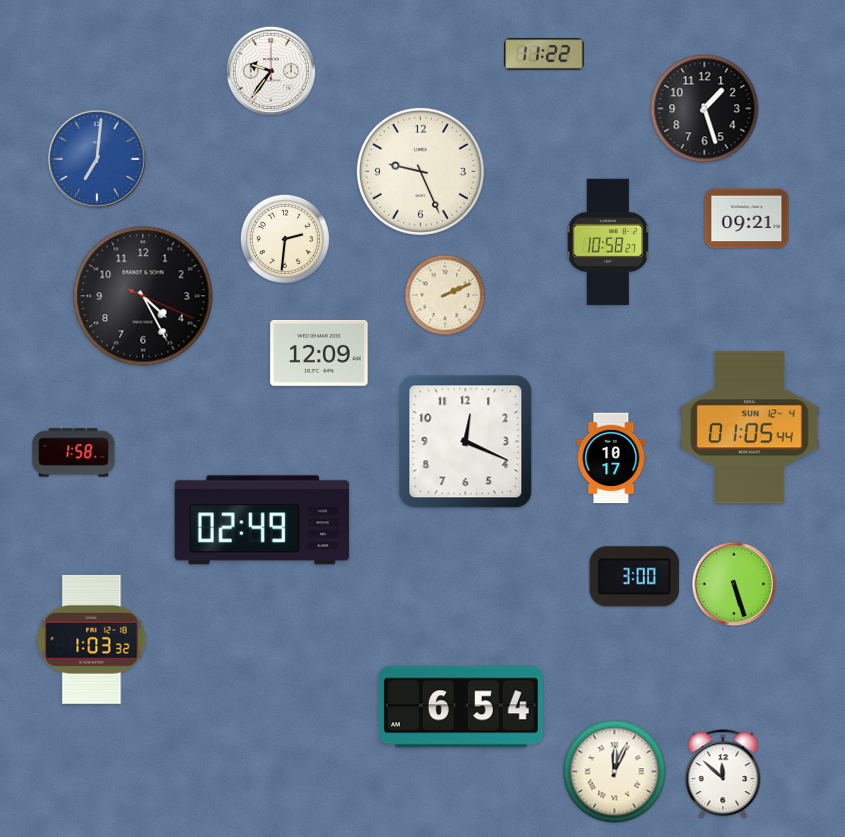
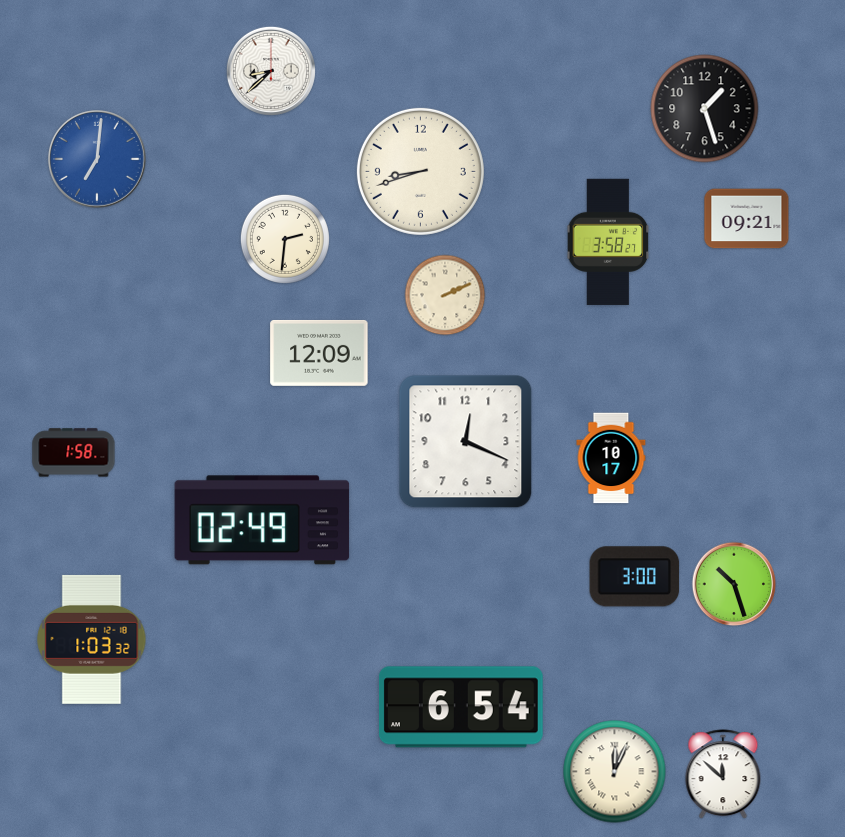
clock at (544, 54): 11:22 -> none
clock at (271, 71): 9:36 -> 8:38
clock at (420, 171): 9:26 -> 8:42
clock at (608, 242): 10:58 -> 3:58
clock at (143, 296): 4:25 -> none
clock at (750, 428): 01:05 -> none
clock at (734, 584): 5:27 -> 10:27
